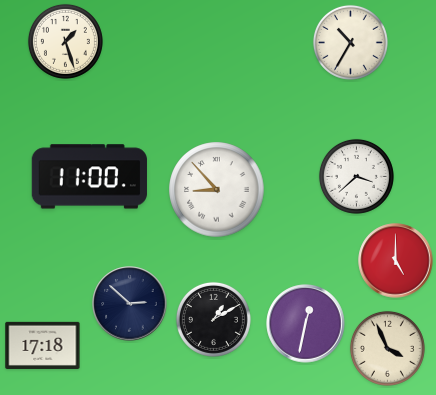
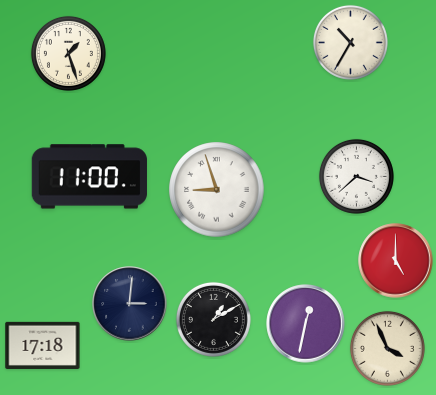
clock at (65, 41) position: (65, 41) -> (68, 53)
clock at (217, 190): 8:53 -> 8:57
clock at (130, 304): 2:52 -> 3:01
